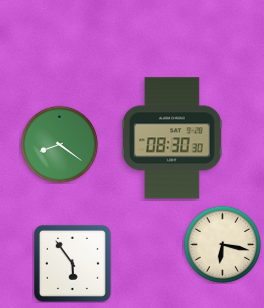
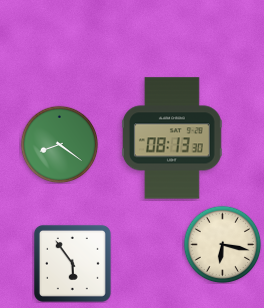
clock at (172, 138): 08:30 -> 08:13
